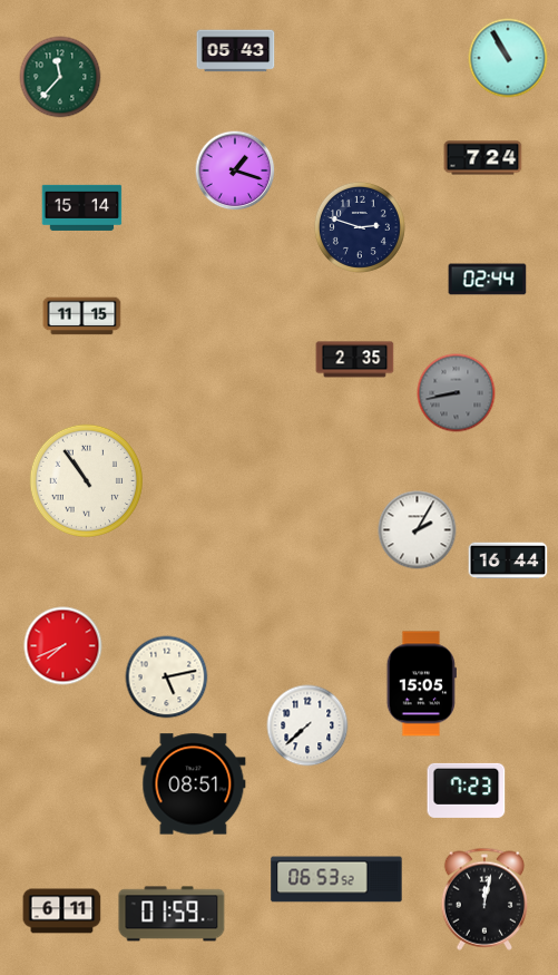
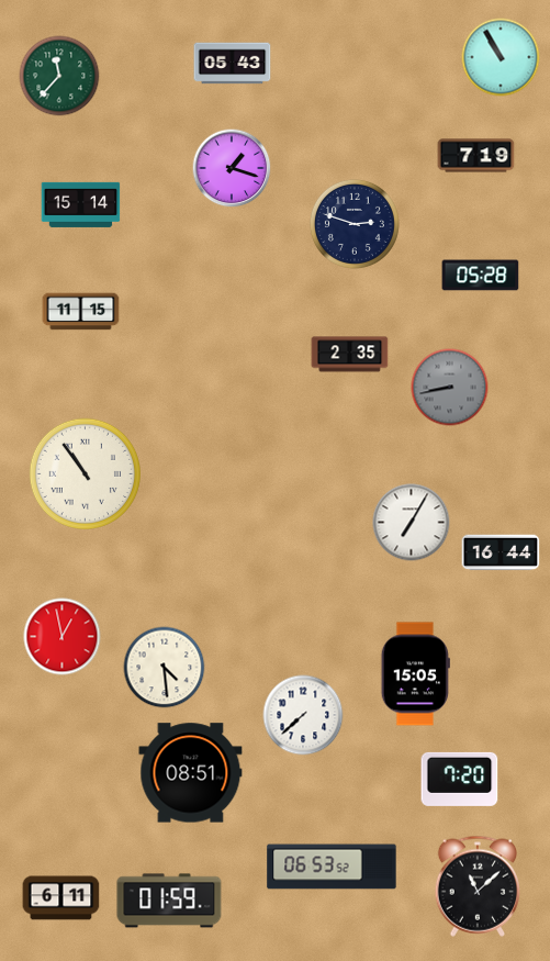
clock at (236, 51) position: (236, 51) -> (233, 64)
clock at (483, 158): 7:24 -> 7:19
clock at (488, 280): 02:44 -> 05:28
clock at (418, 530): 2:05 -> 7:05
clock at (63, 646): 7:41 -> 12:58
clock at (167, 677): 5:13 -> 4:29
clock at (467, 790): 7:23 -> 7:20
clock at (483, 899): 12:02 -> 11:08
